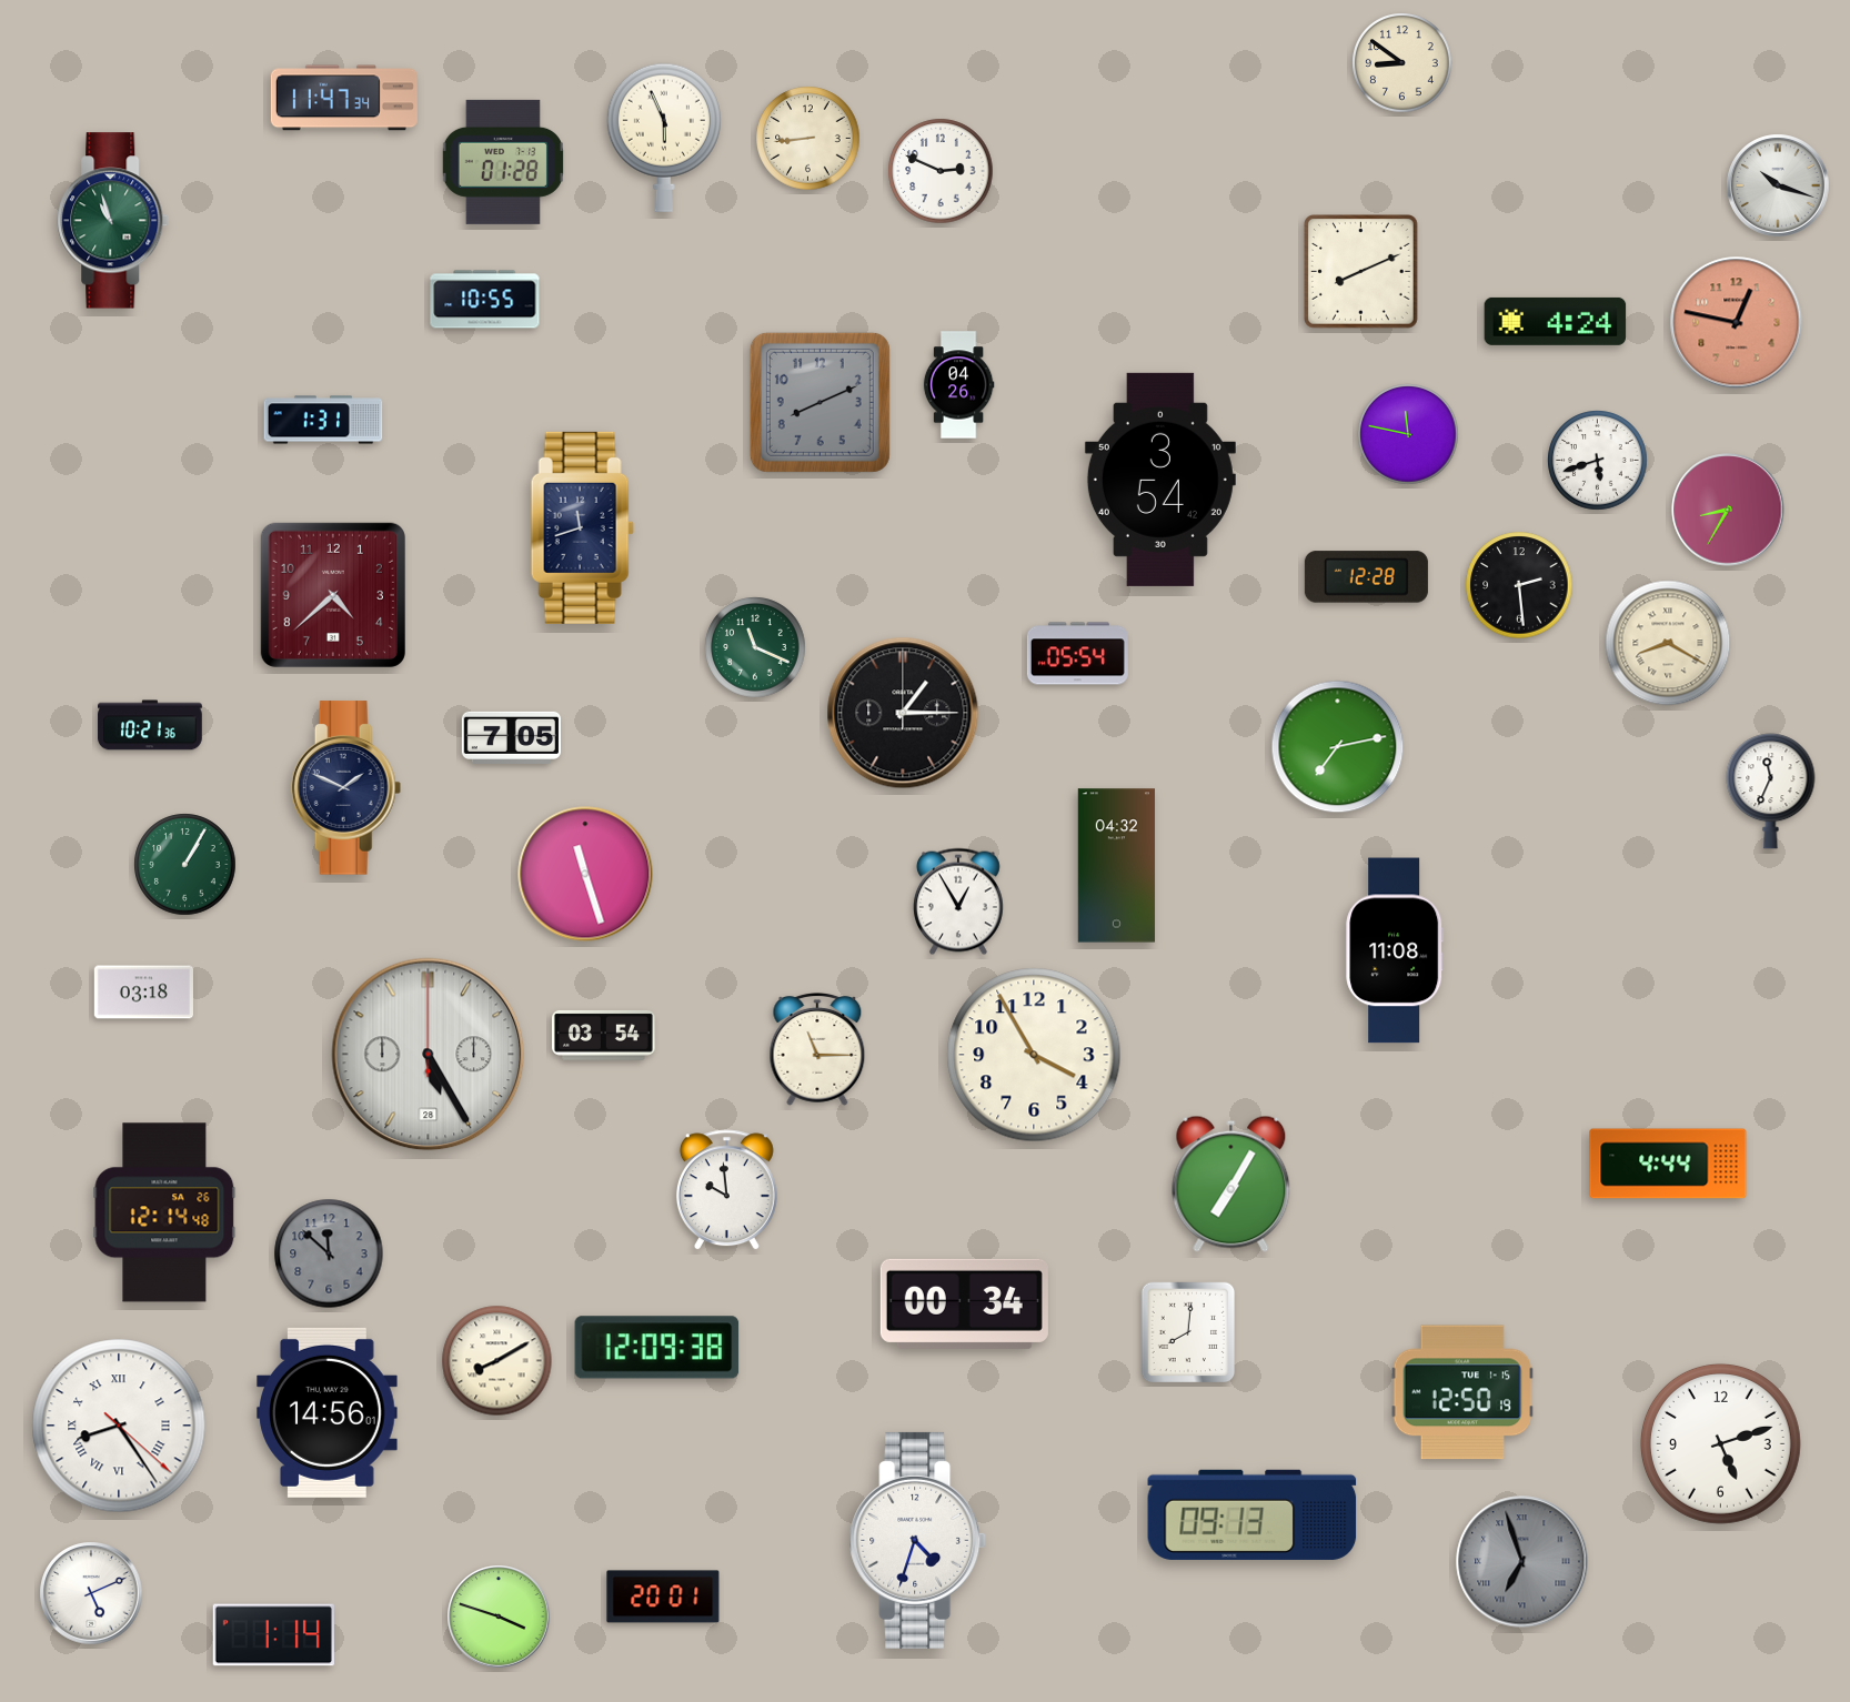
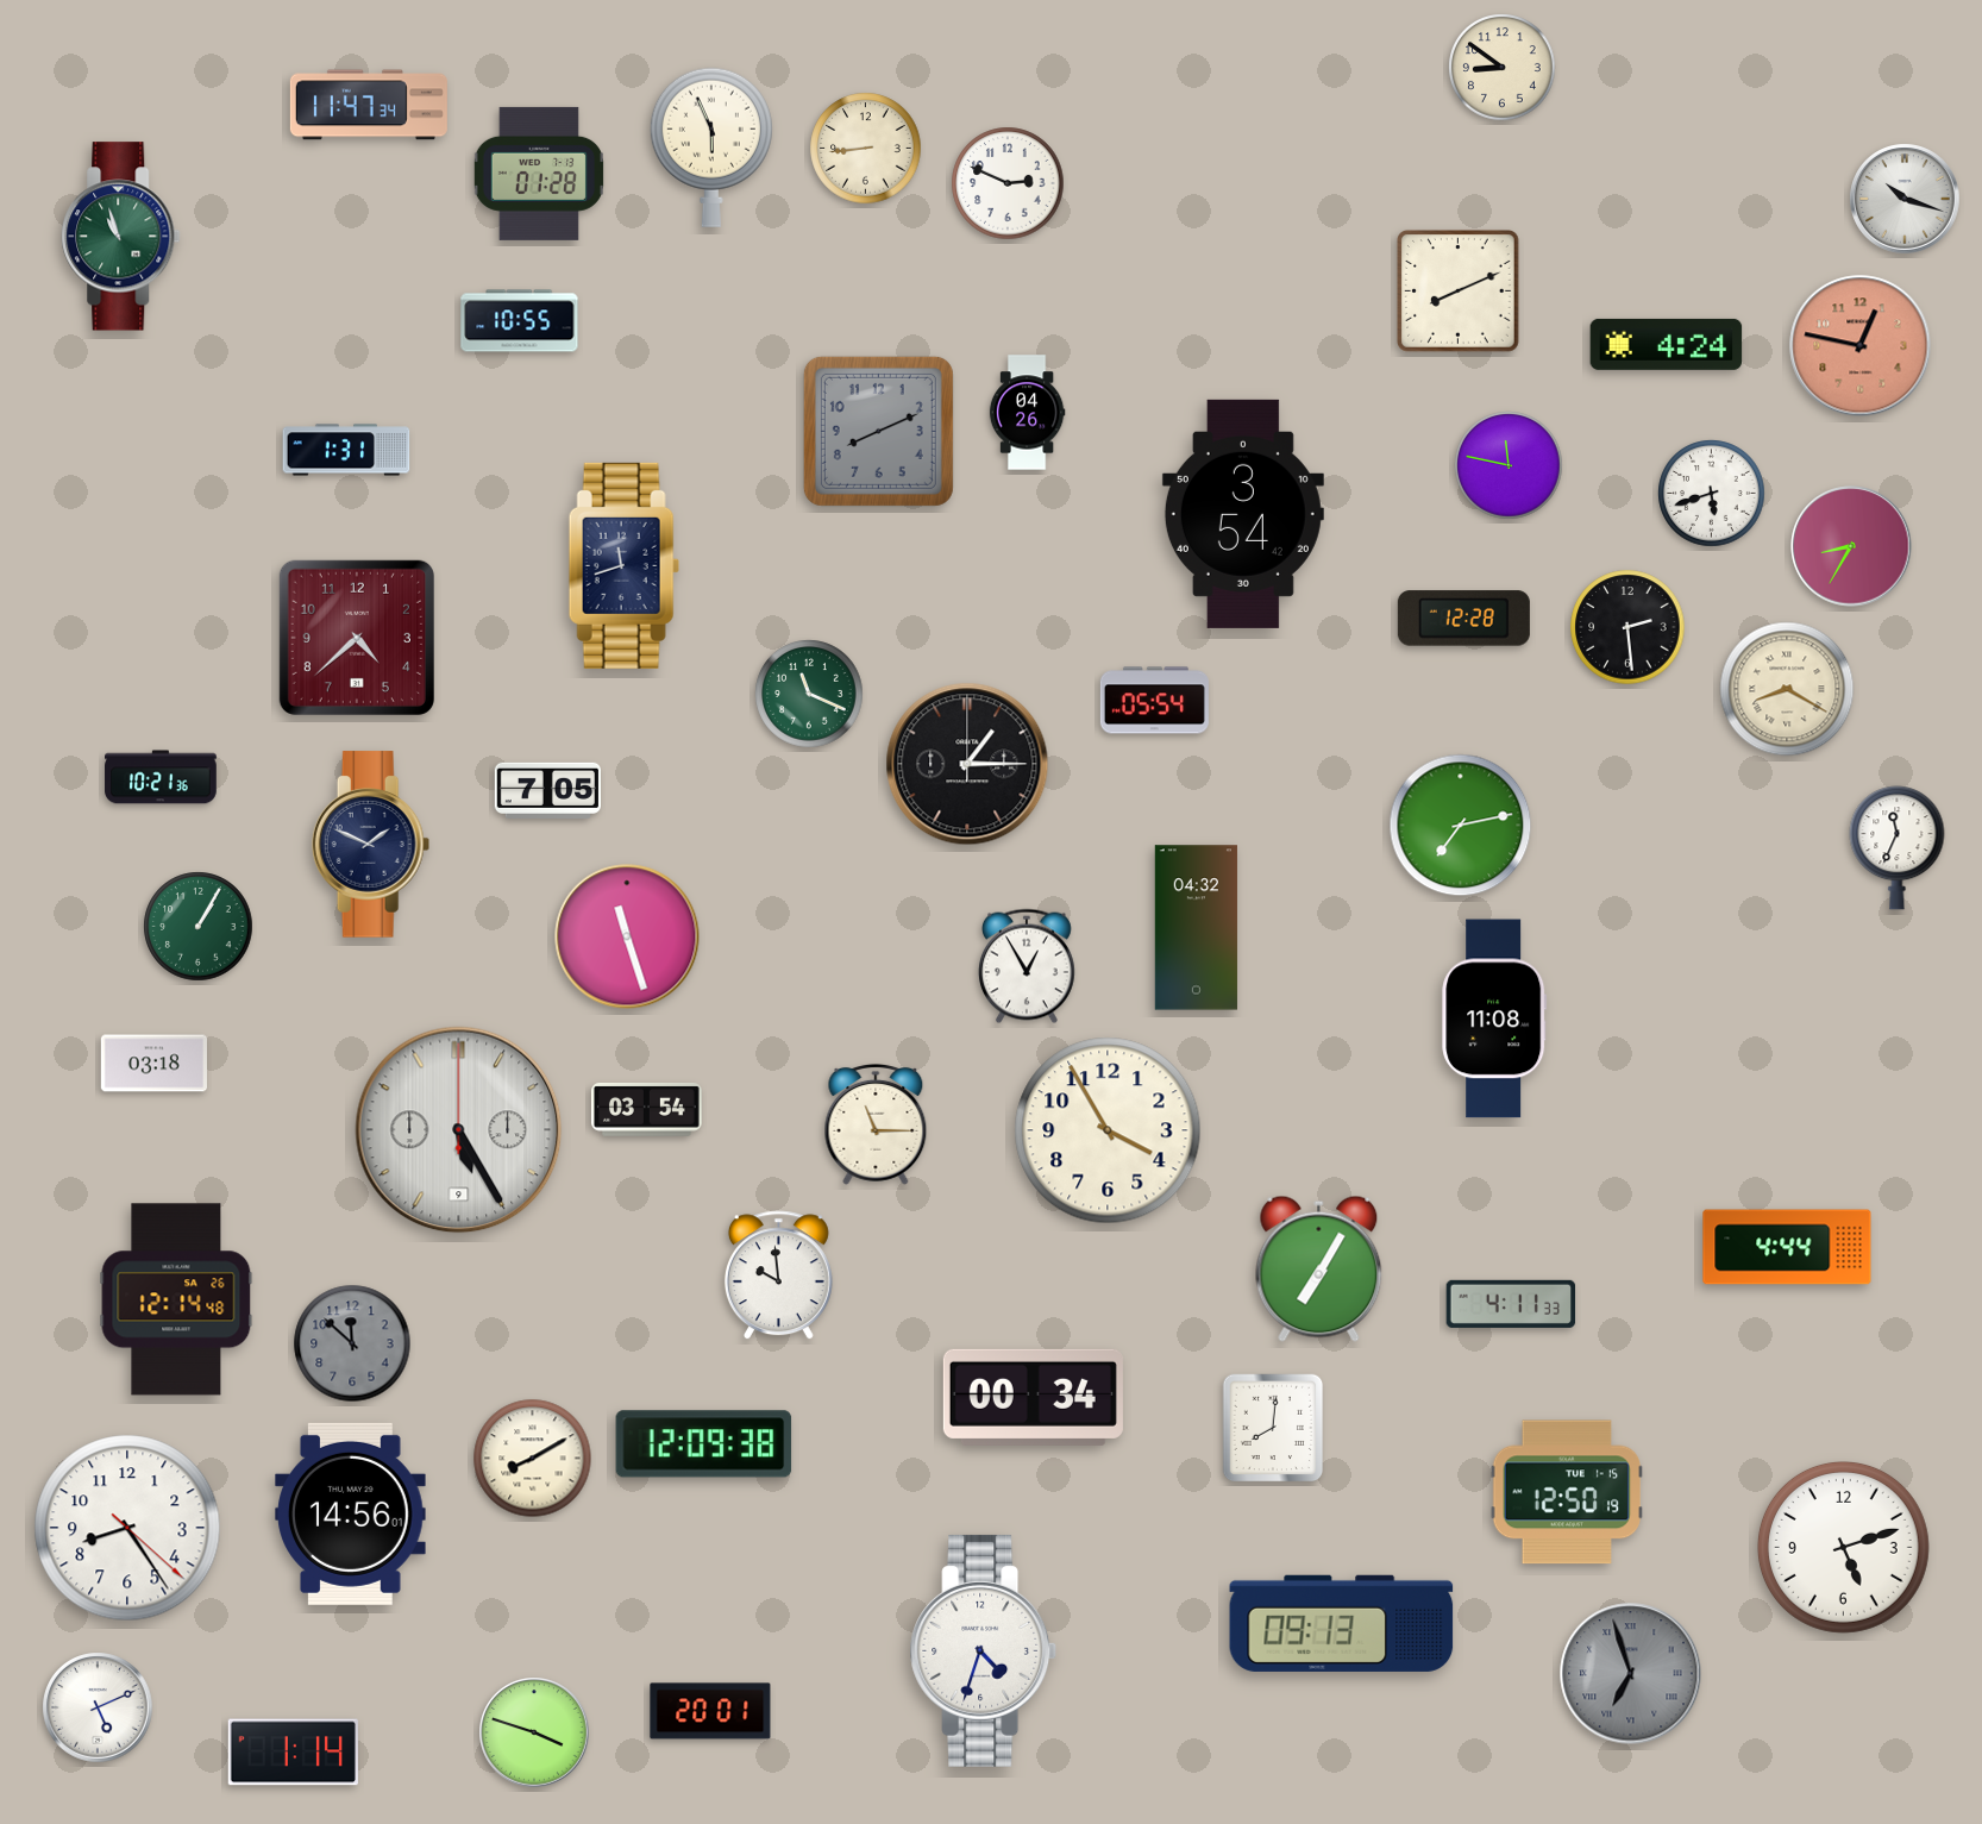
clock at (1338, 747) position: (1338, 747) -> (1461, 826)
clock at (429, 1055) date: 28 -> 9
clock at (1511, 1304): none -> 4:11
clock at (119, 1426) numerals: Roman -> Arabic
